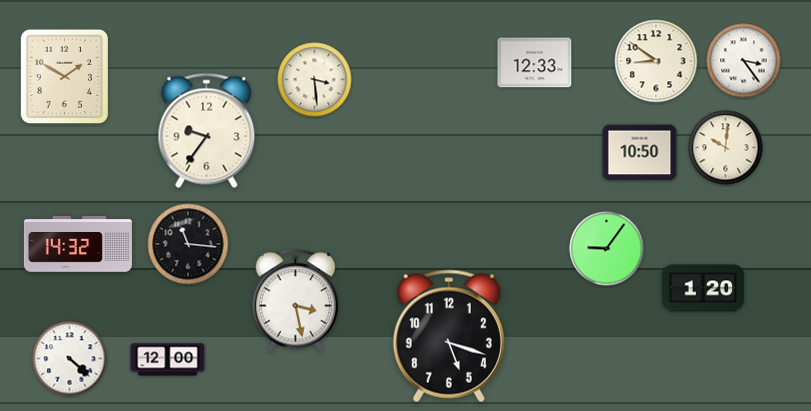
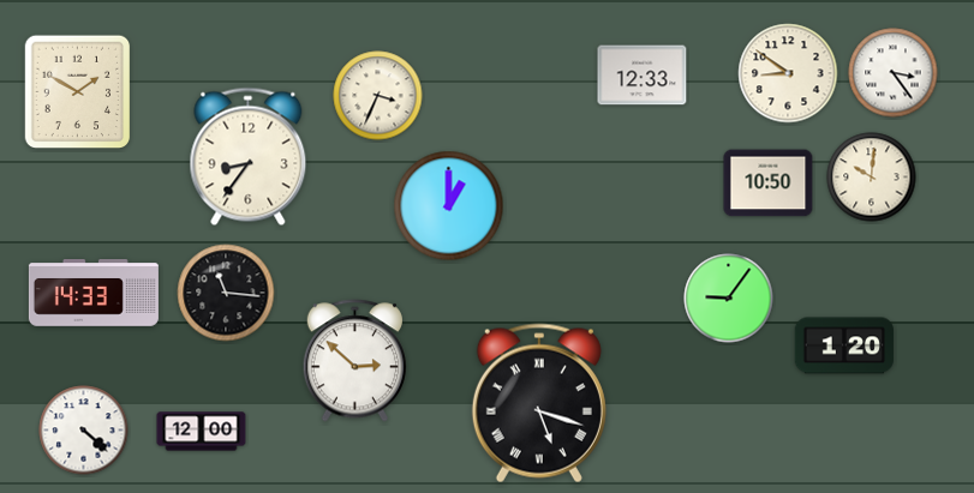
clock at (315, 80): 3:29 -> 3:34
clock at (207, 131): 9:36 -> 8:36
clock at (449, 206): none -> 1:00
clock at (78, 245): 14:32 -> 14:33
clock at (295, 301): 3:28 -> 2:52
clock at (449, 336) numerals: Arabic -> Roman
